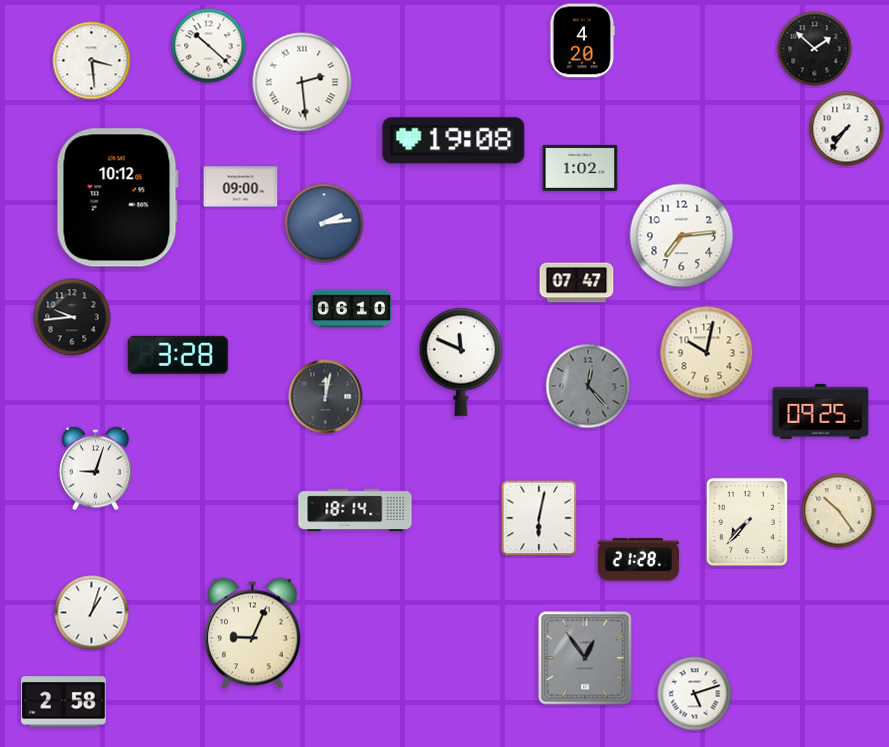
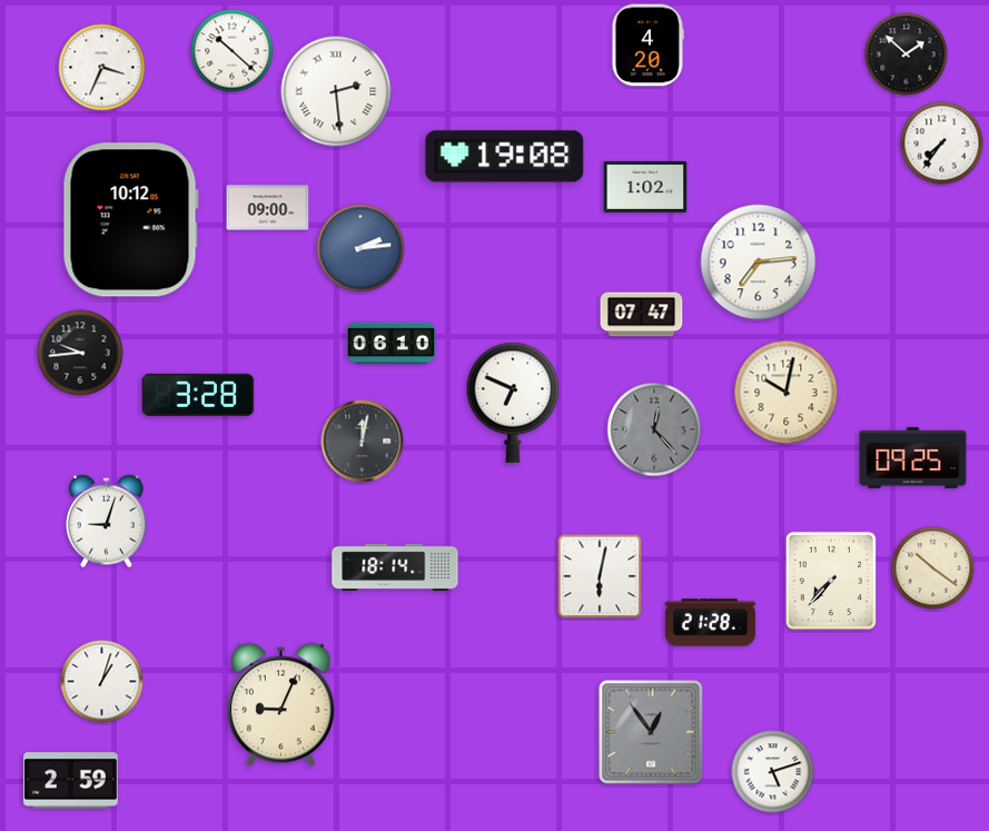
clock at (92, 61): 3:29 -> 3:34
clock at (461, 362): 11:49 -> 6:49
clock at (839, 511): 10:24 -> 10:21
clock at (64, 702): 2:58 -> 2:59
